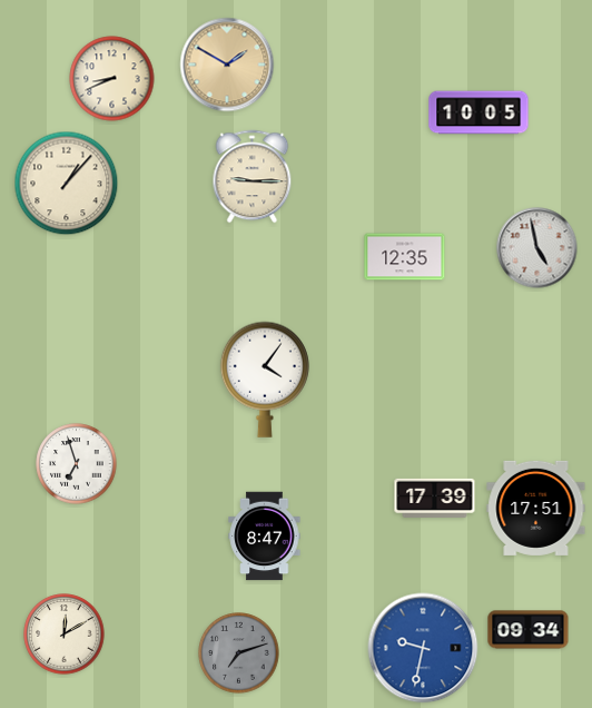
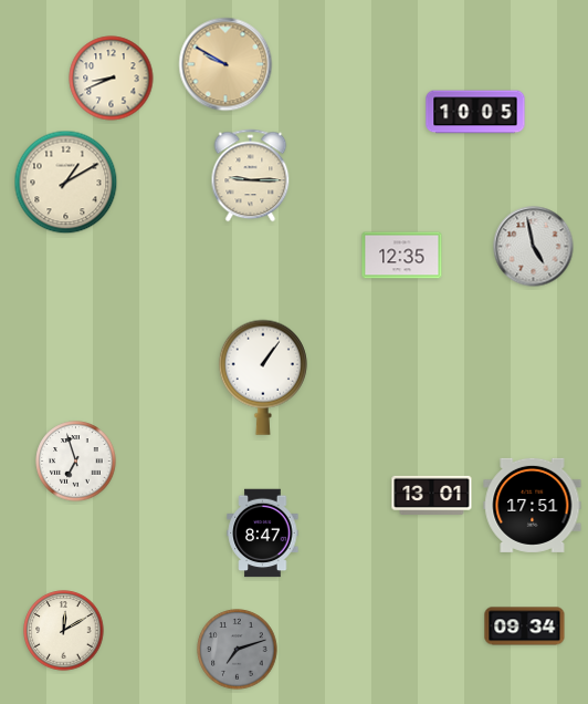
clock at (227, 65): 1:50 -> 9:50
clock at (67, 184): 1:07 -> 1:10
clock at (265, 380): 4:06 -> 1:06
clock at (435, 498): 17:39 -> 13:01
clock at (423, 648): 9:32 -> none
